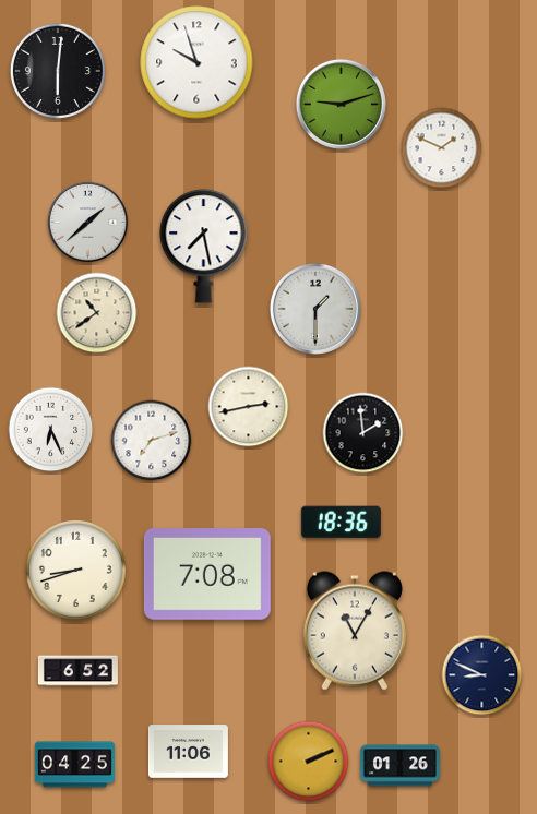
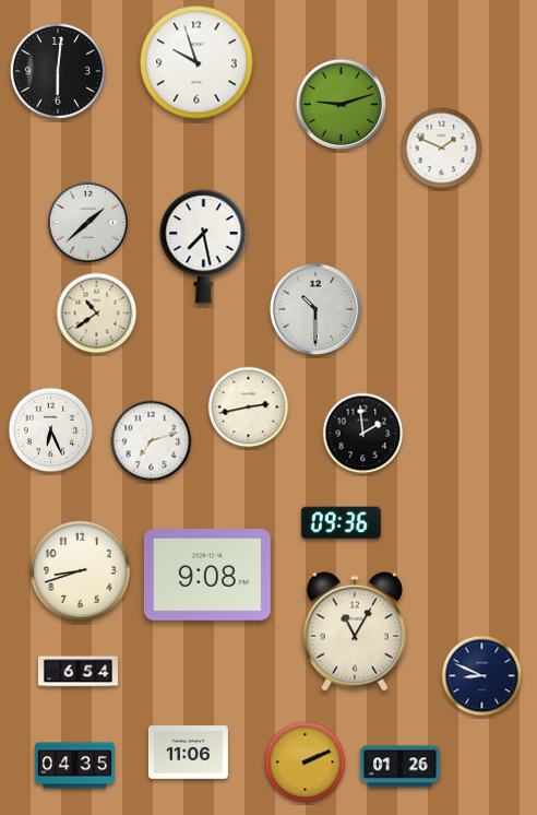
clock at (315, 309): 1:30 -> 10:30
clock at (341, 523): 18:36 -> 09:36
clock at (75, 570) position: (75, 570) -> (80, 570)
clock at (207, 575): 7:08 -> 9:08
clock at (77, 671): 6:52 -> 6:54
clock at (309, 762) position: (309, 762) -> (306, 763)
clock at (74, 765): 04:25 -> 04:35
